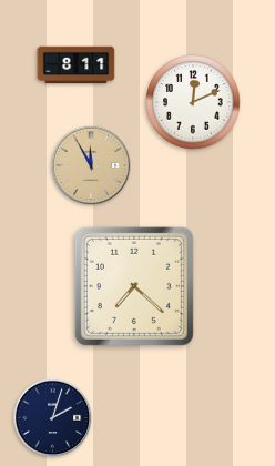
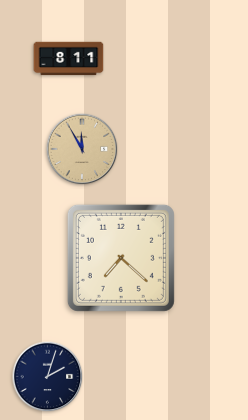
clock at (193, 102): 12:11 -> none
